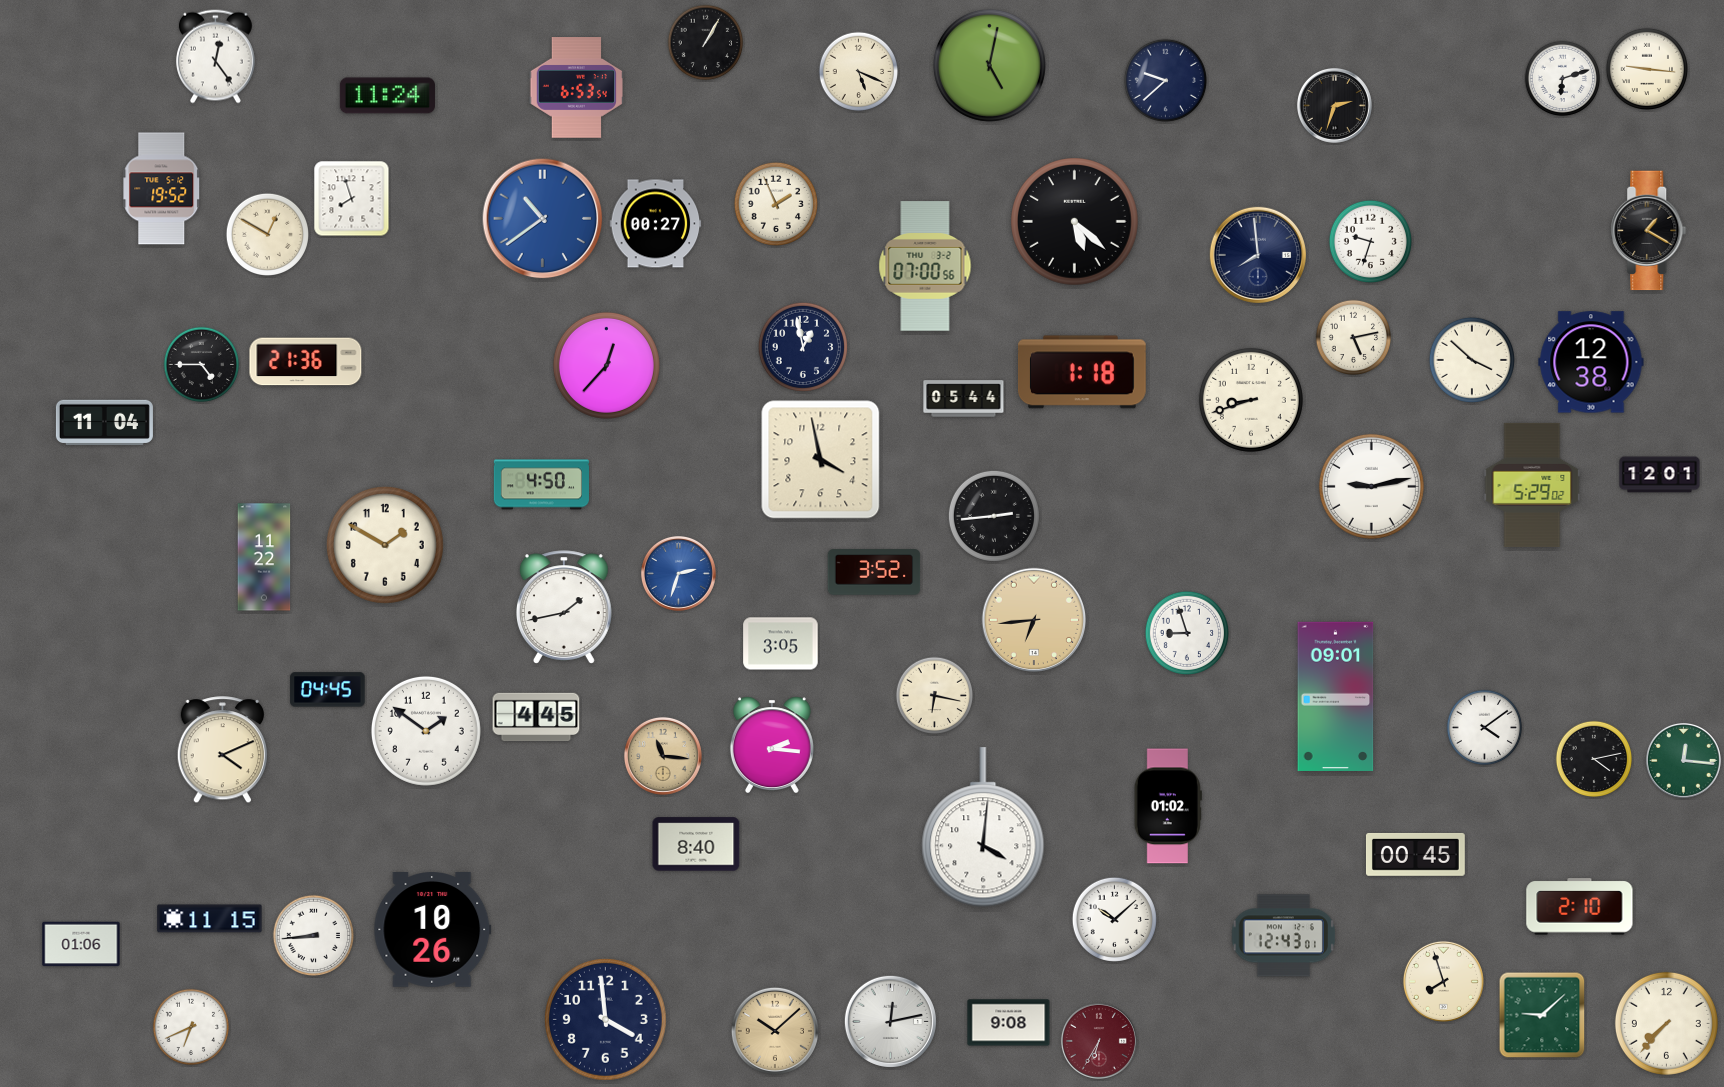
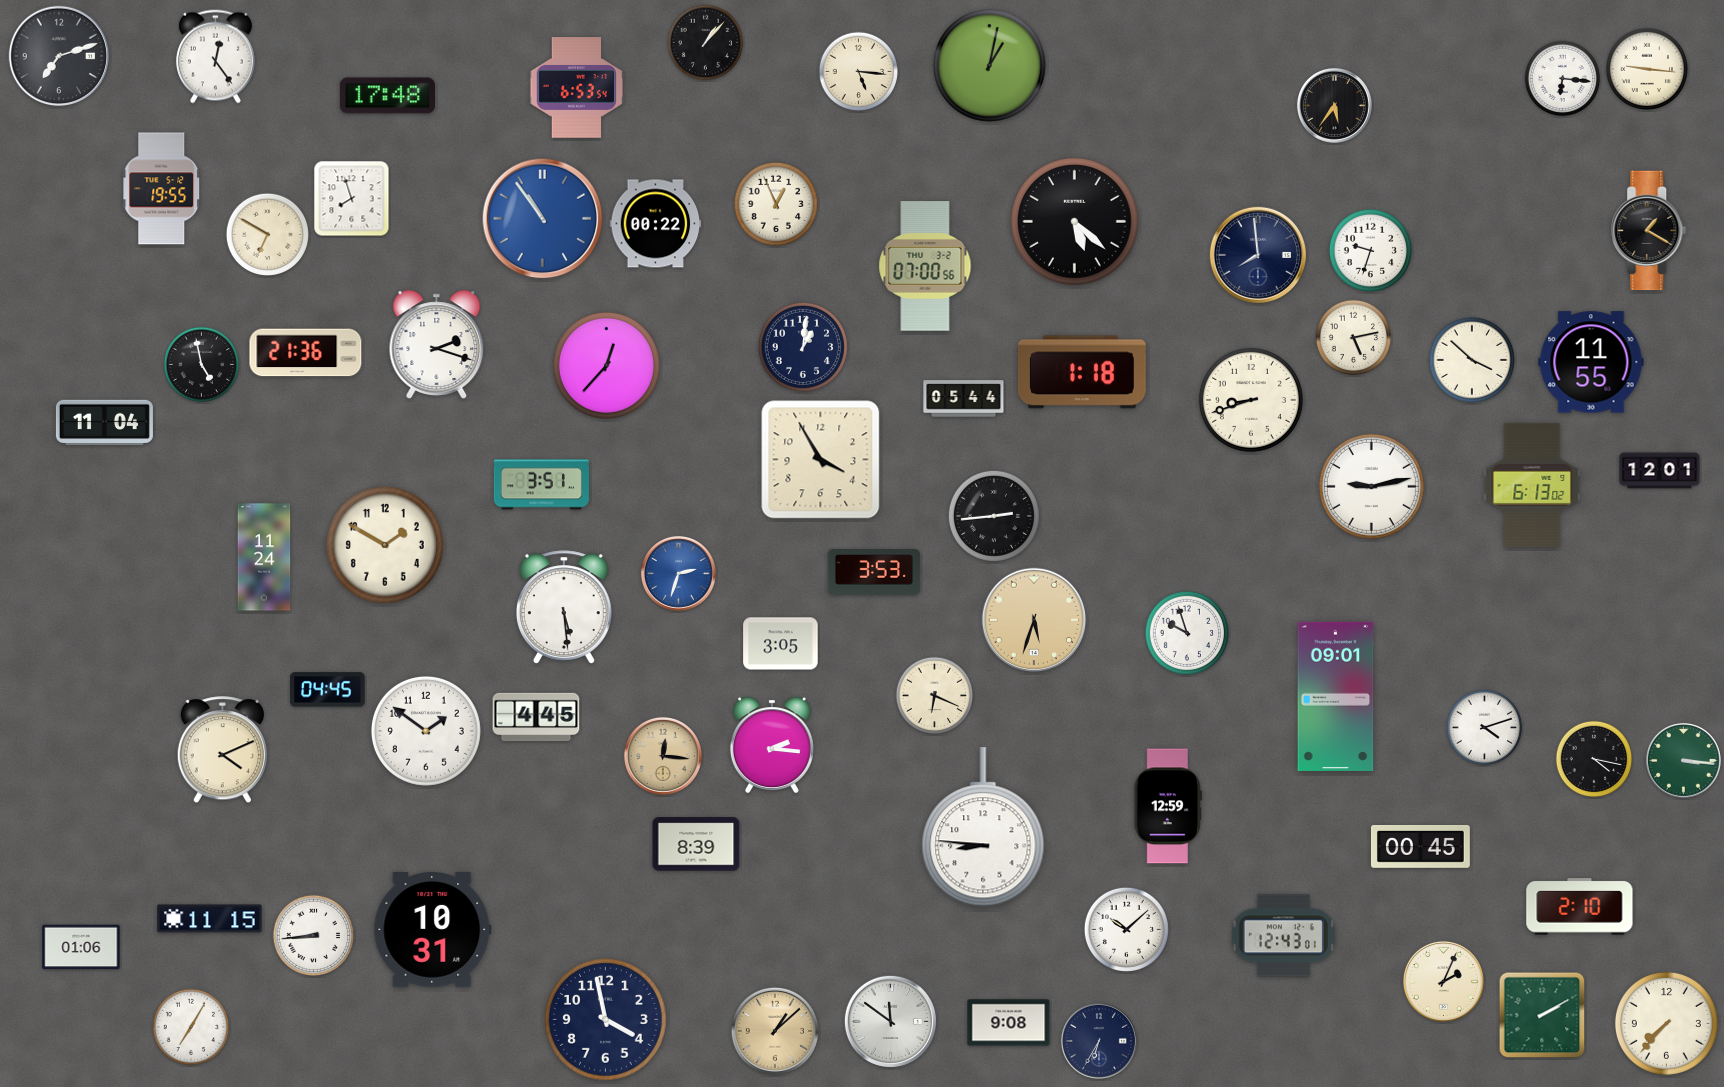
clock at (706, 43): 1:05 -> 1:07
clock at (58, 55): none -> 7:12
clock at (989, 65): 5:02 -> 1:02
clock at (859, 72): 5:19 -> 5:16
clock at (1563, 79): 6:12 -> 6:16
clock at (1165, 80): 9:38 -> none
clock at (387, 96): 11:24 -> 17:48
clock at (1334, 105): 2:33 -> 5:36
clock at (162, 189): 19:52 -> 19:55
clock at (775, 203): 1:56 -> 12:56
clock at (543, 219): 10:39 -> 10:54
clock at (656, 224): 00:27 -> 00:22
clock at (267, 234): 12:50 -> 6:50
clock at (1370, 241) position: (1370, 241) -> (1370, 250)
clock at (437, 345): none -> 2:18
clock at (803, 347): 12:58 -> 1:01
clock at (306, 362) position: (306, 362) -> (306, 353)
clock at (1591, 362): 12:38 -> 11:55
clock at (202, 365): 4:45 -> 4:58
clock at (821, 460): 3:58 -> 3:55
clock at (1660, 475) position: (1660, 475) -> (1660, 471)
clock at (541, 485): 4:50 -> 3:51
clock at (1532, 485): 5:29 -> 6:13
clock at (264, 557): 11:22 -> 11:24
clock at (874, 572): 3:52 -> 3:53
clock at (564, 607): 1:43 -> 5:29
clock at (1034, 620): 6:44 -> 5:33
clock at (1186, 632): 8:57 -> 9:57
clock at (935, 696): 6:17 -> 6:19
clock at (1485, 728): 4:09 -> 4:12
clock at (663, 756): 11:16 -> 12:16
clock at (1594, 759): 4:13 -> 4:17
clock at (1683, 760): 12:16 -> 3:16
clock at (1168, 806): 01:02 -> 12:59
clock at (983, 828): 4:01 -> 8:46
clock at (696, 844): 8:40 -> 8:39
clock at (1415, 854) position: (1415, 854) -> (1420, 846)
clock at (1114, 919) position: (1114, 919) -> (1126, 929)
clock at (433, 930): 10:26 -> 10:31
clock at (81, 944) position: (81, 944) -> (81, 947)
clock at (1443, 981): 7:57 -> 2:04
clock at (1542, 1015): 9:08 -> 2:10
clock at (605, 1019): 3:59 -> 3:58
clock at (890, 1021): 12:13 -> 11:51
clock at (191, 1027): 6:41 -> 7:05
clock at (775, 1031): 10:08 -> 1:08
clock at (1099, 1041) dial: burgundy -> navy
